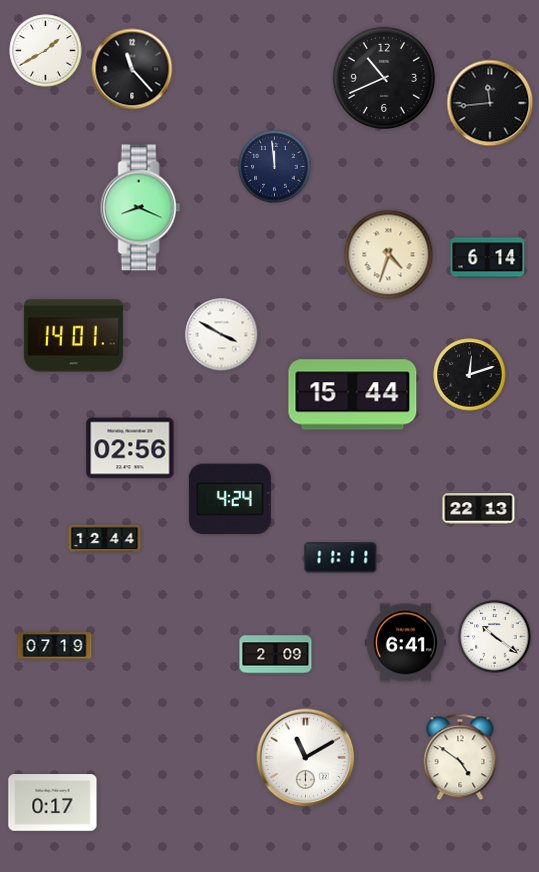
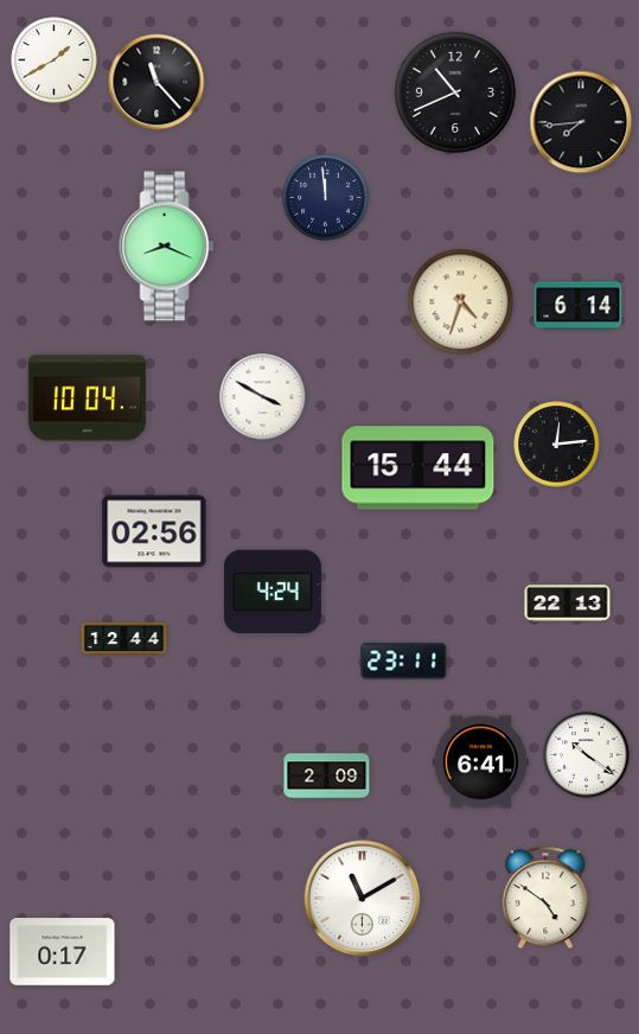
clock at (490, 103): 11:44 -> 7:44
clock at (73, 336): 14:01 -> 10:04
clock at (470, 375): 12:12 -> 12:14
clock at (341, 558): 11:11 -> 23:11
clock at (55, 646): 07:19 -> none
